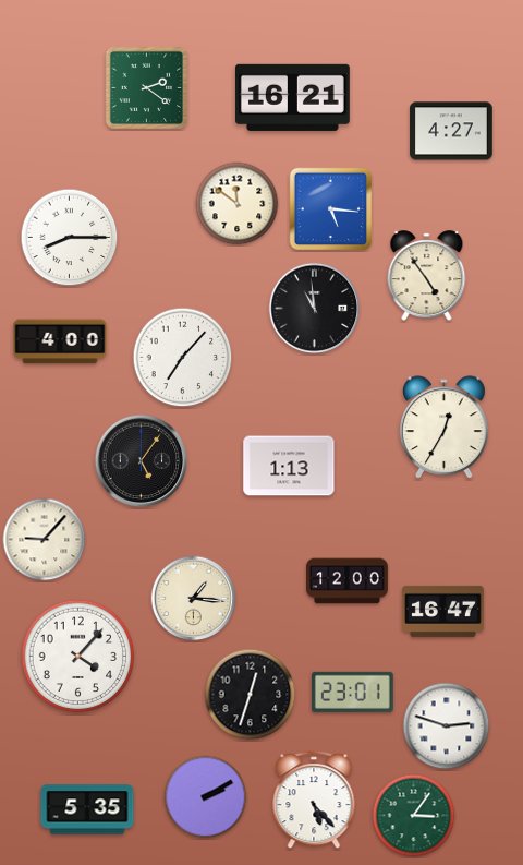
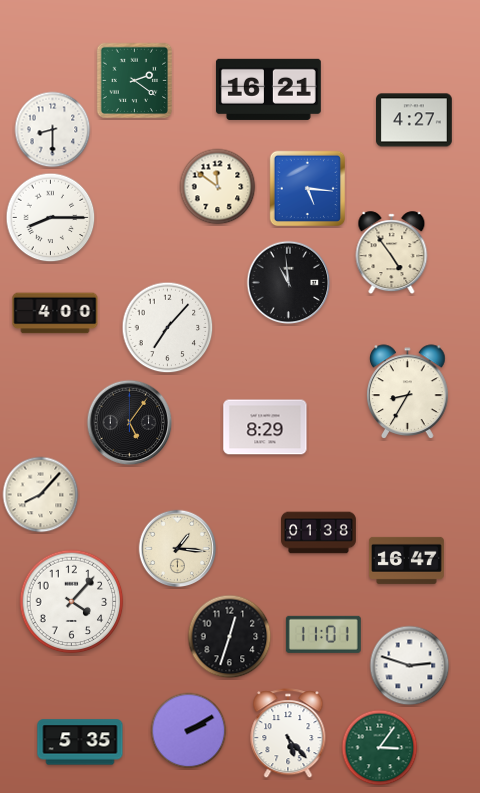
clock at (53, 130): none -> 8:30
clock at (331, 209) position: (331, 209) -> (308, 189)
clock at (70, 238) position: (70, 238) -> (51, 218)
clock at (445, 427): 12:35 -> 8:35
clock at (289, 466): 1:13 -> 8:29
clock at (45, 540): 9:07 -> 8:07
clock at (348, 581): 12:00 -> 01:38
clock at (352, 692): 23:01 -> 11:01
